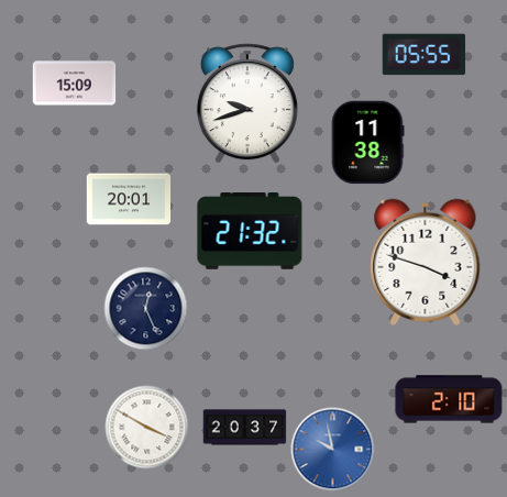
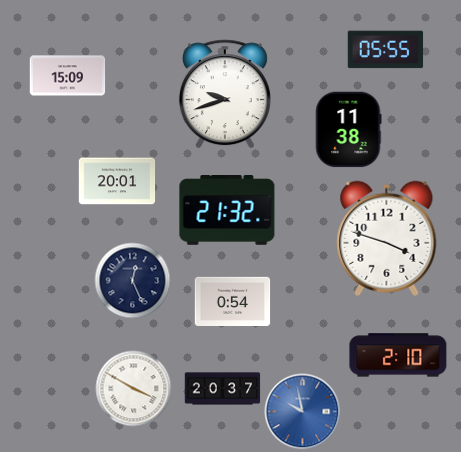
clock at (367, 143) position: (367, 143) -> (348, 130)
clock at (233, 301): none -> 0:54
clock at (449, 399) position: (449, 399) -> (398, 355)
clock at (333, 450) position: (333, 450) -> (303, 412)
